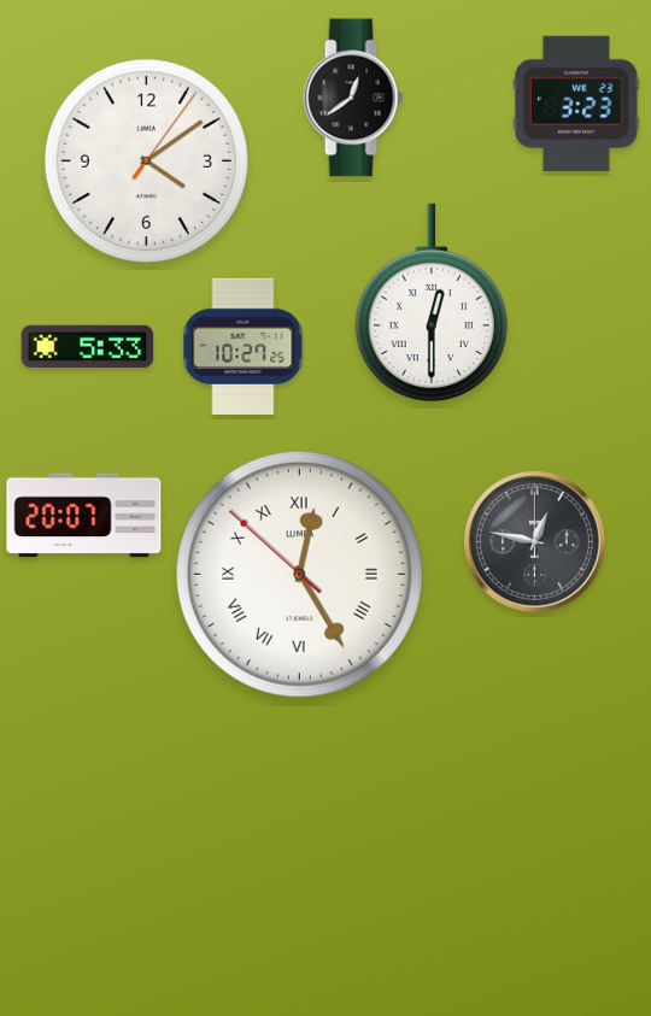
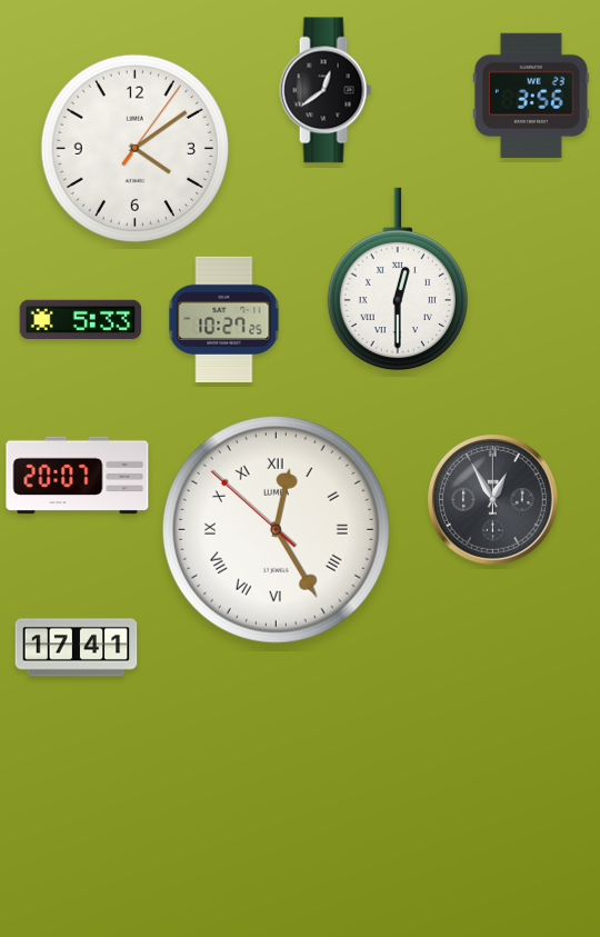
clock at (576, 104): 3:23 -> 3:56
clock at (535, 542): 12:47 -> 12:55
clock at (77, 648): none -> 17:41
